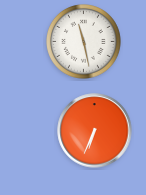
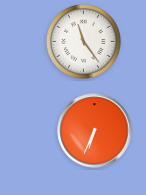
clock at (84, 42): 11:28 -> 11:24
